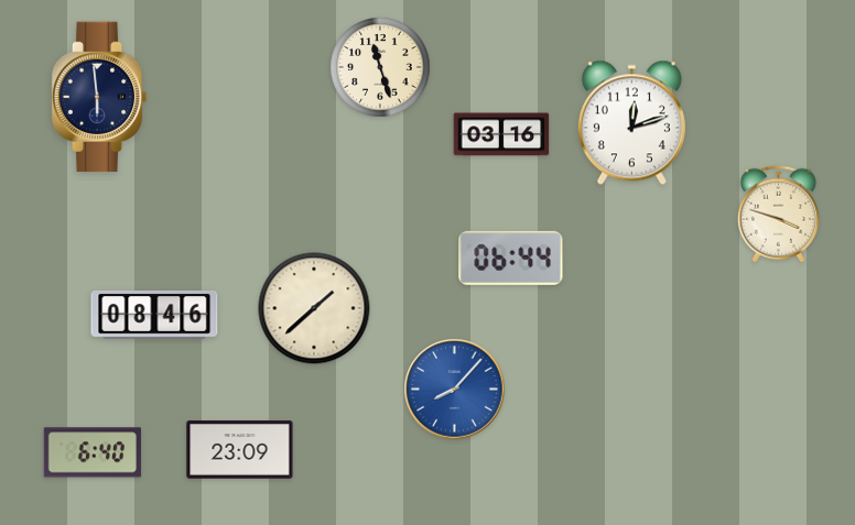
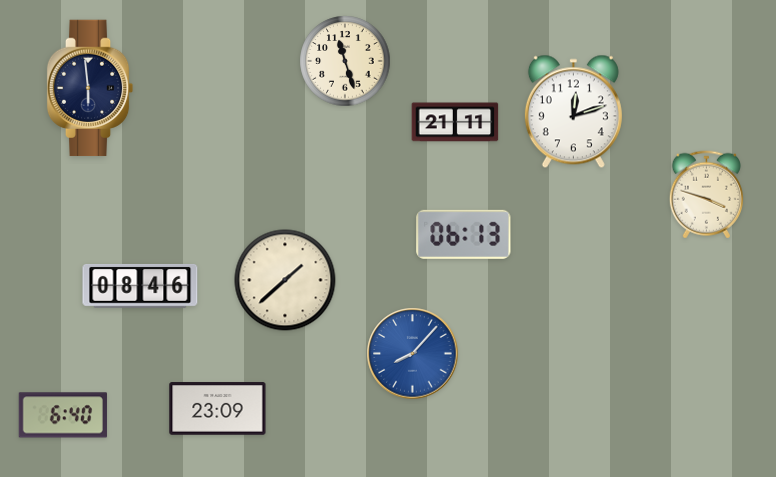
clock at (501, 134): 03:16 -> 21:11
clock at (511, 258): 06:44 -> 06:13
clock at (93, 452) position: (93, 452) -> (63, 415)
